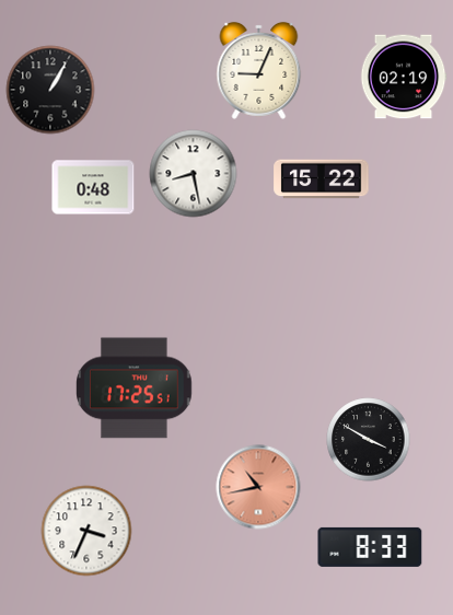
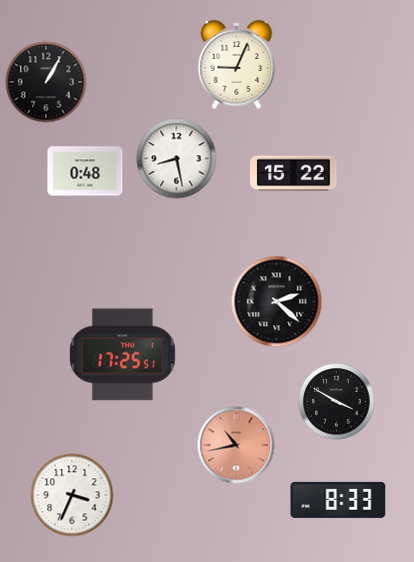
clock at (404, 77): 02:19 -> none
clock at (322, 179) position: (322, 179) -> (294, 174)
clock at (277, 302): none -> 2:22
clock at (86, 531) position: (86, 531) -> (72, 495)
